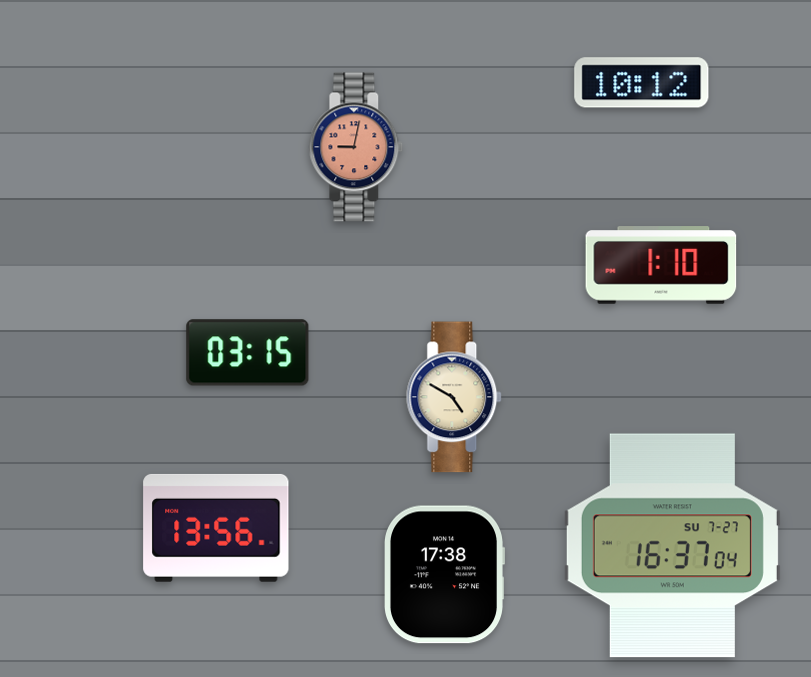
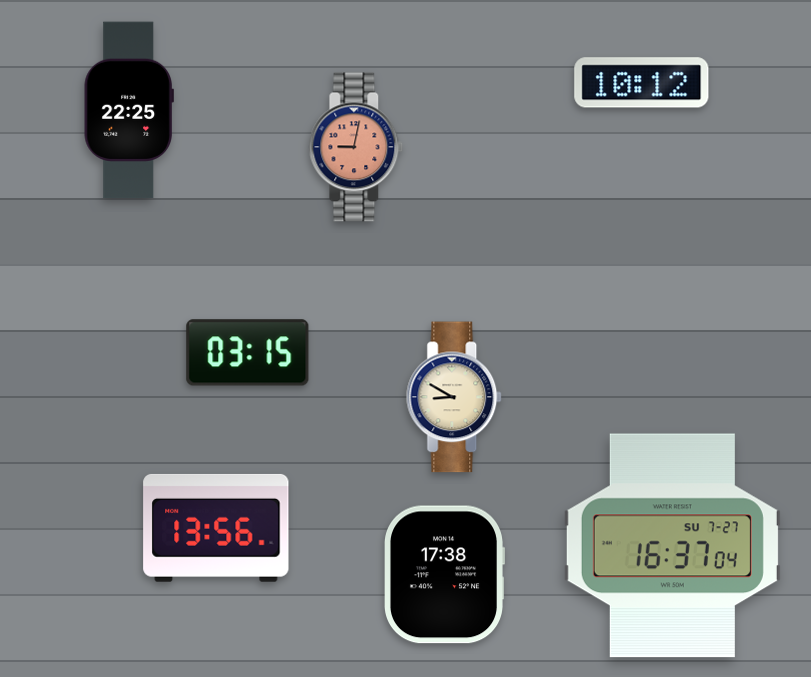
clock at (129, 110): none -> 22:25
clock at (661, 265): 1:10 -> none
clock at (455, 397): 4:50 -> 8:50
